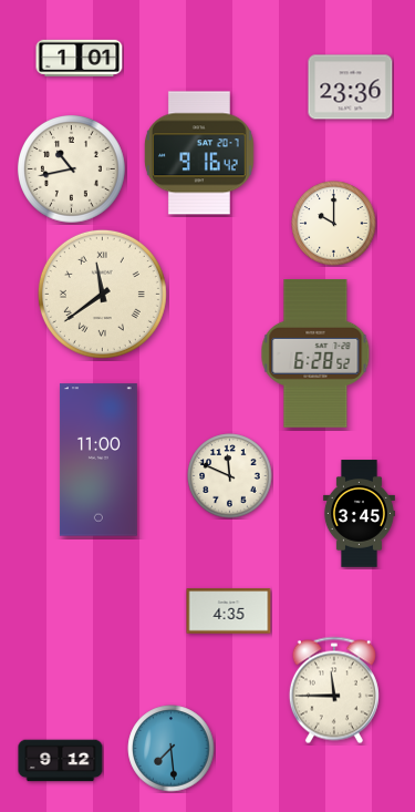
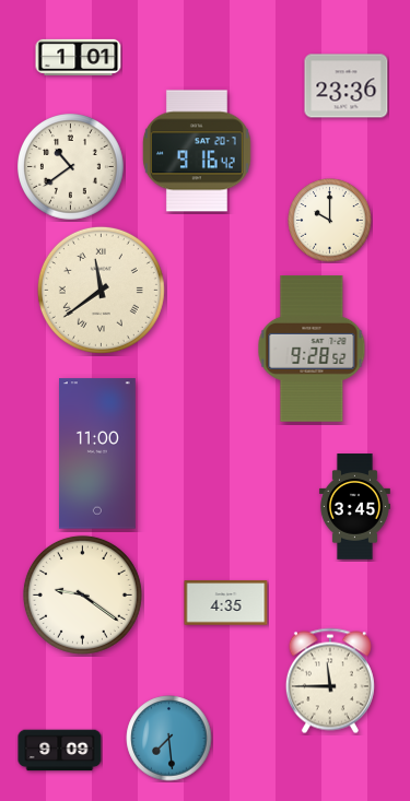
clock at (72, 169): 10:43 -> 10:39
clock at (315, 354): 6:28 -> 9:28
clock at (230, 476): 11:49 -> none
clock at (82, 594): none -> 9:21
clock at (61, 761): 9:12 -> 9:09
